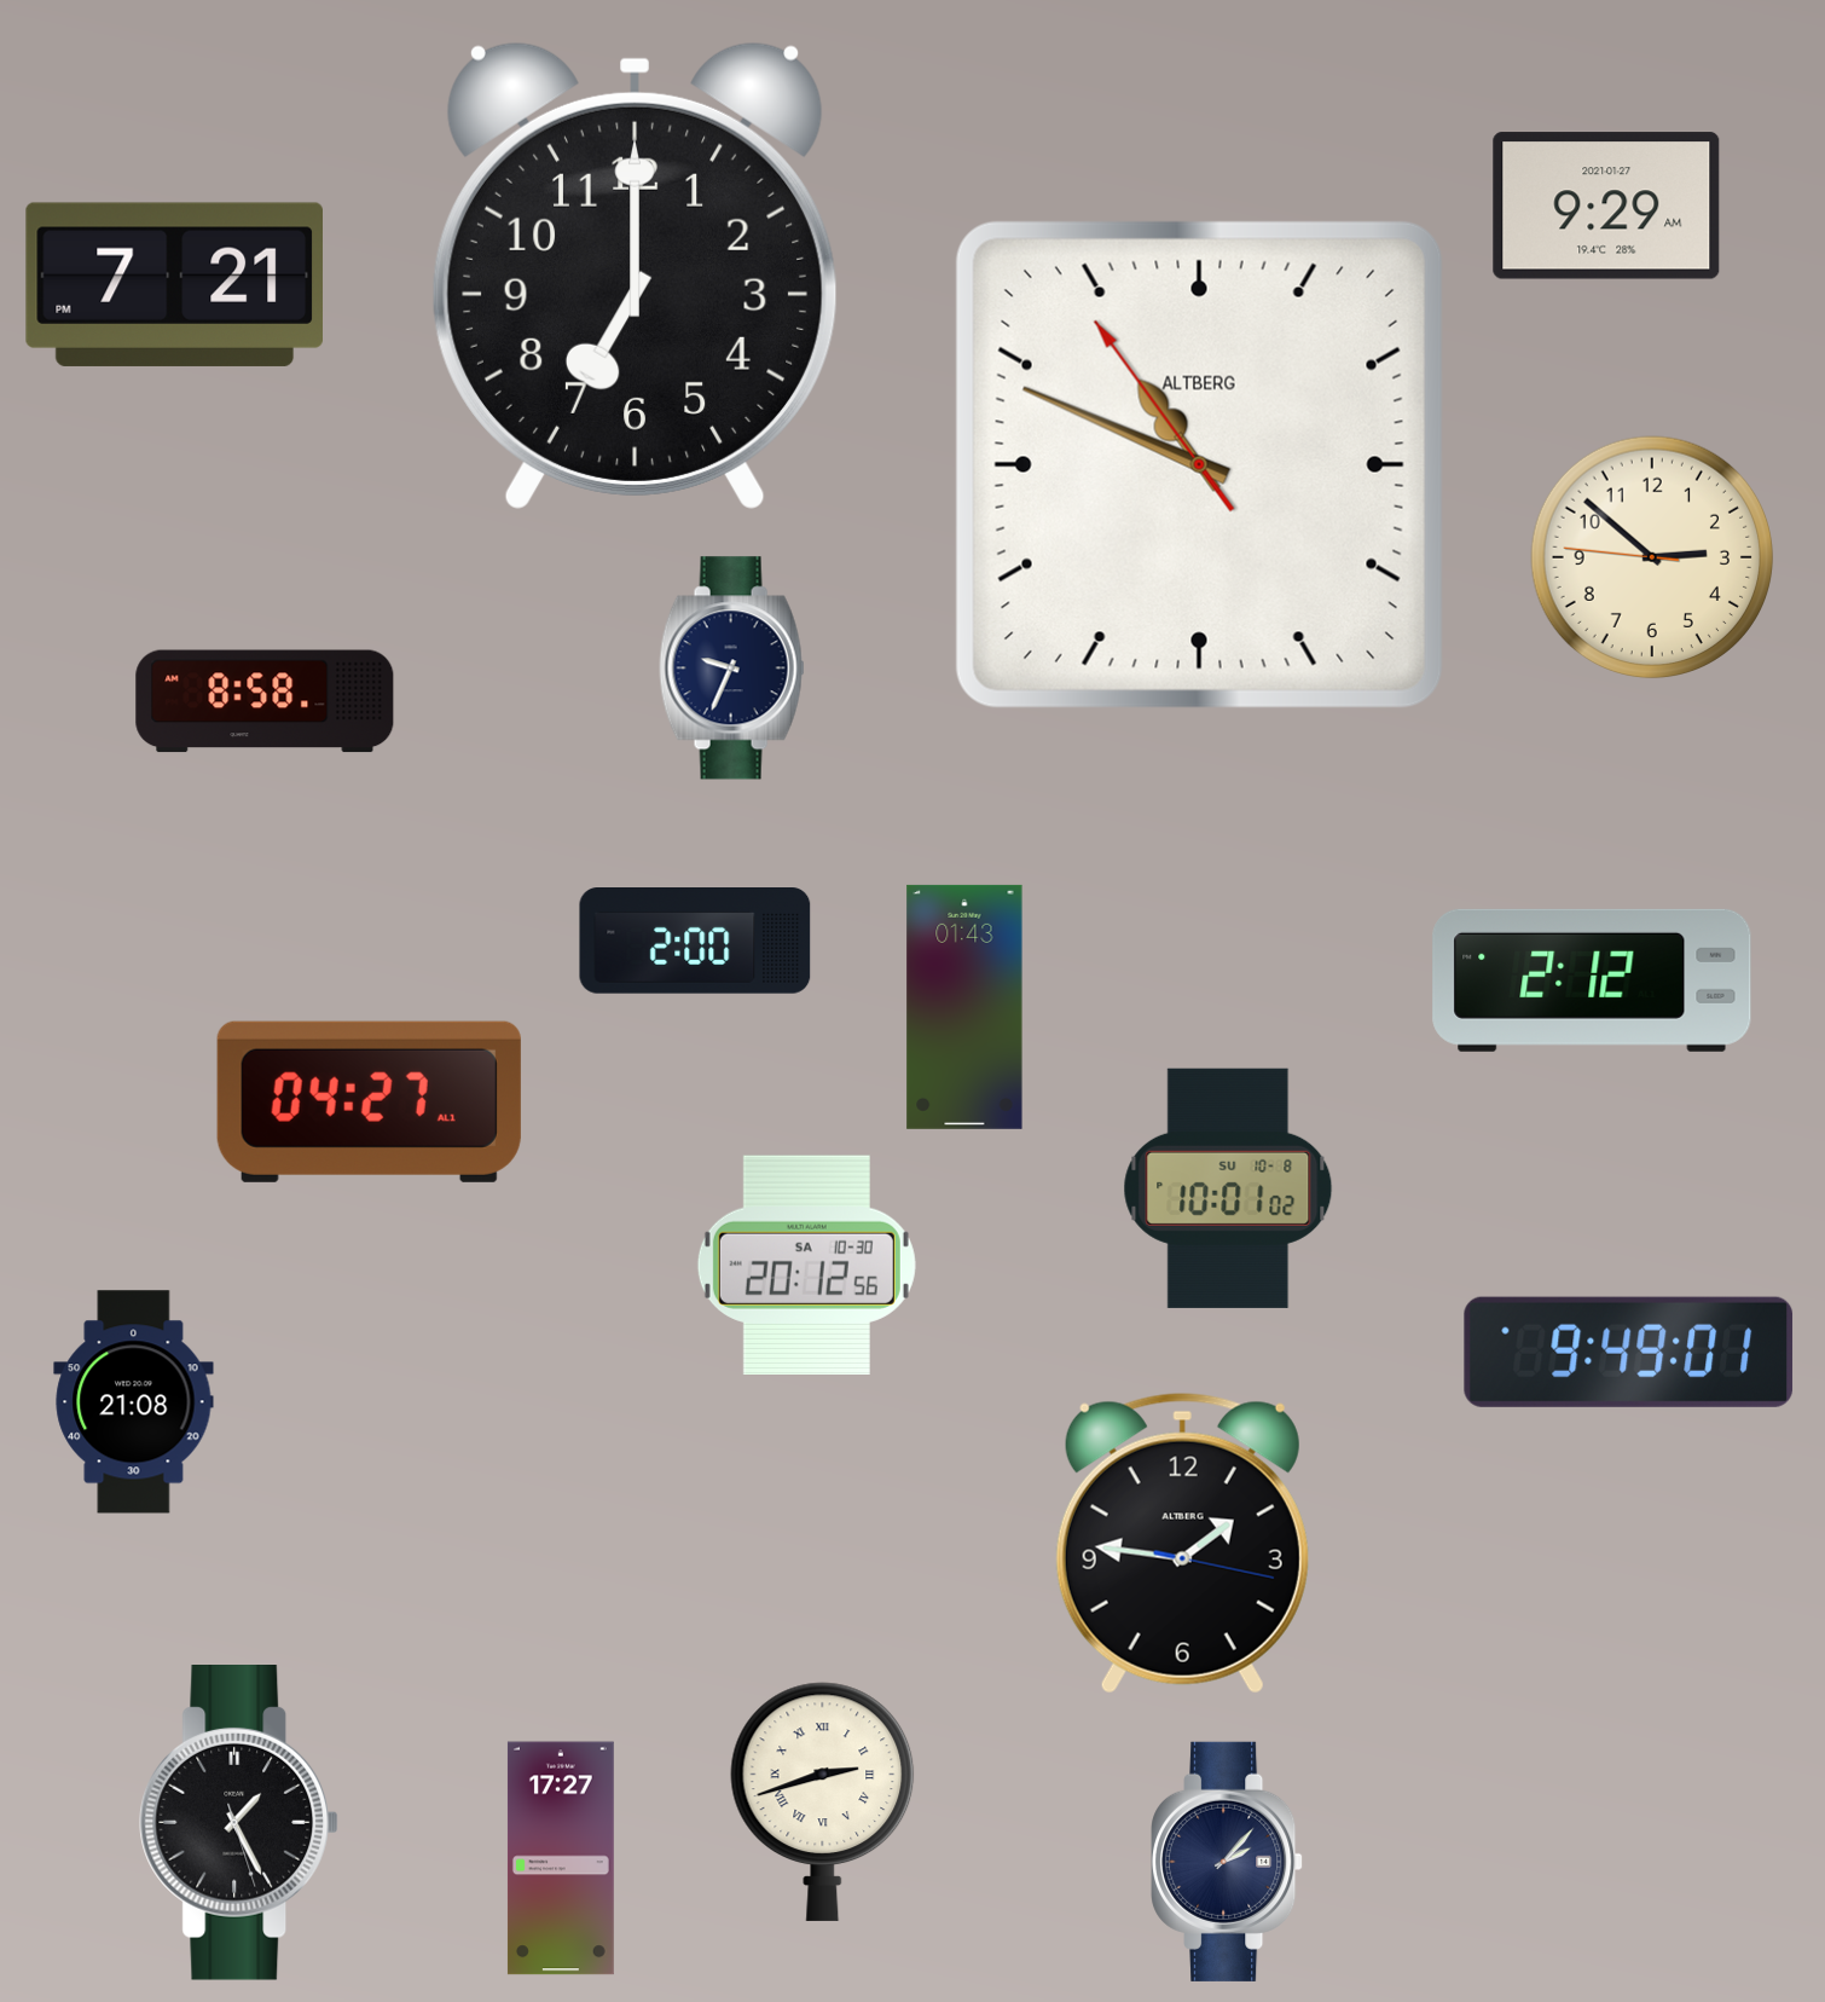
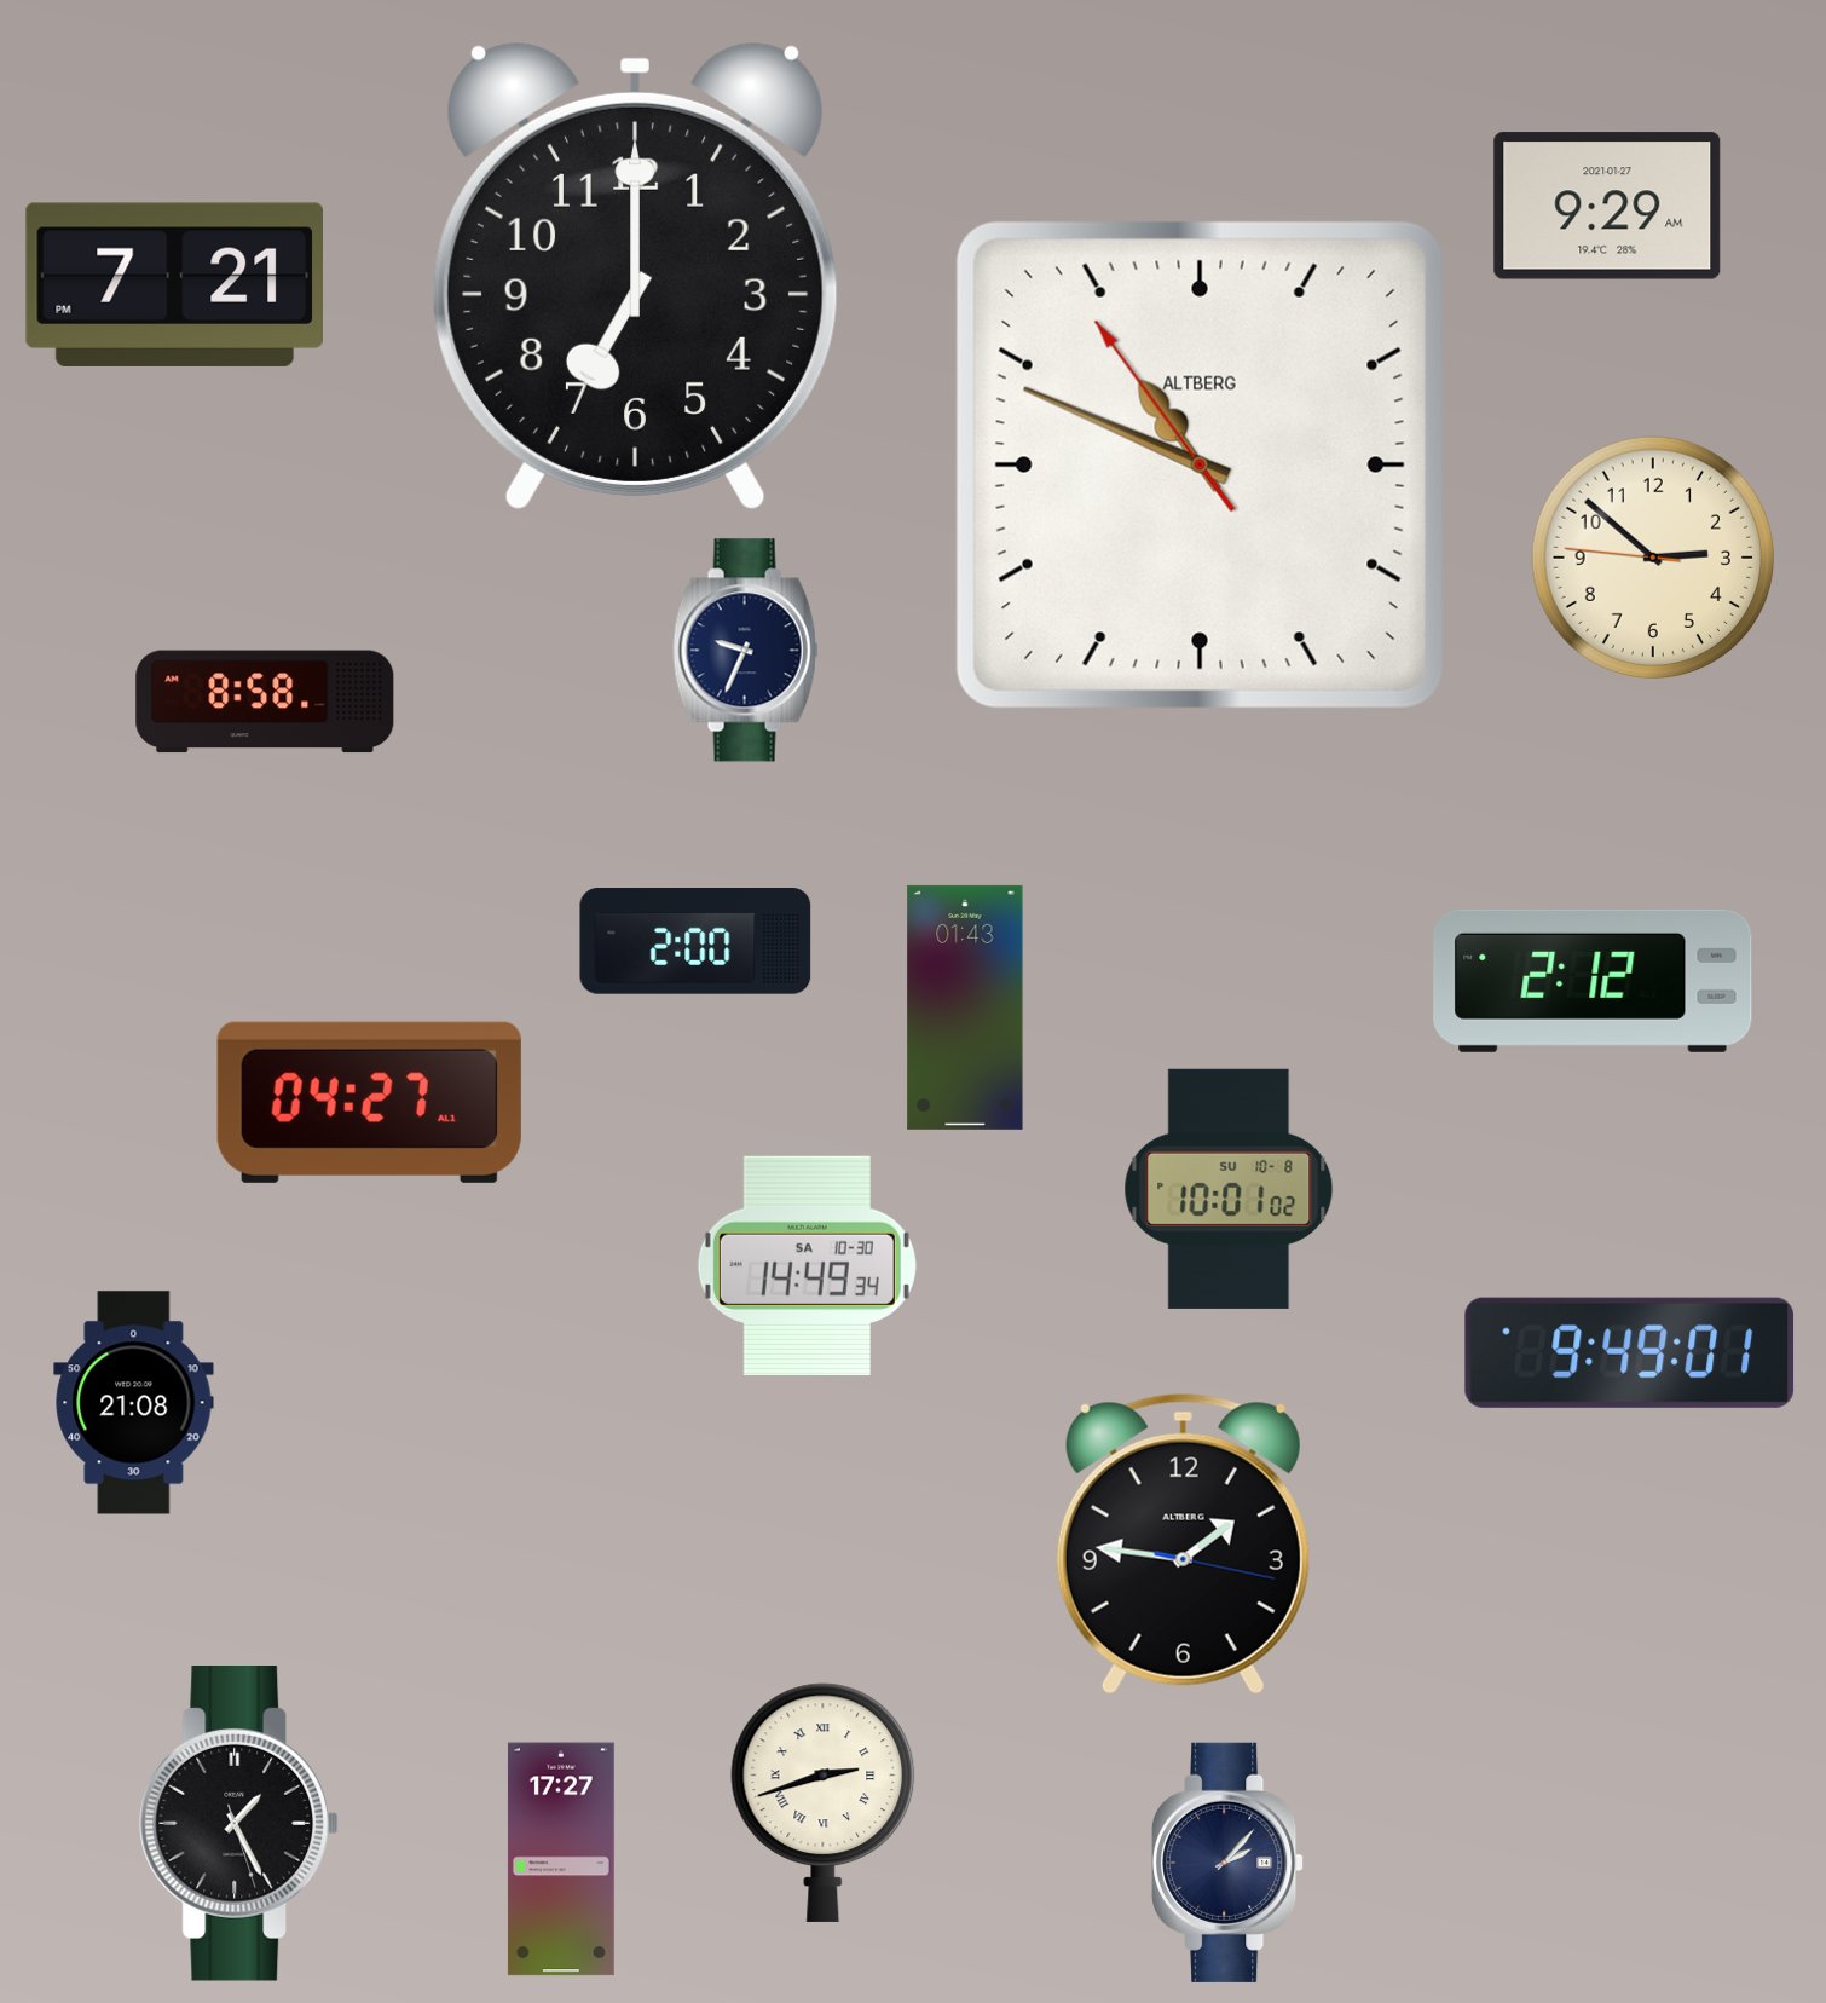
clock at (732, 669) position: (732, 669) -> (746, 651)
clock at (806, 1265): 20:12 -> 14:49
